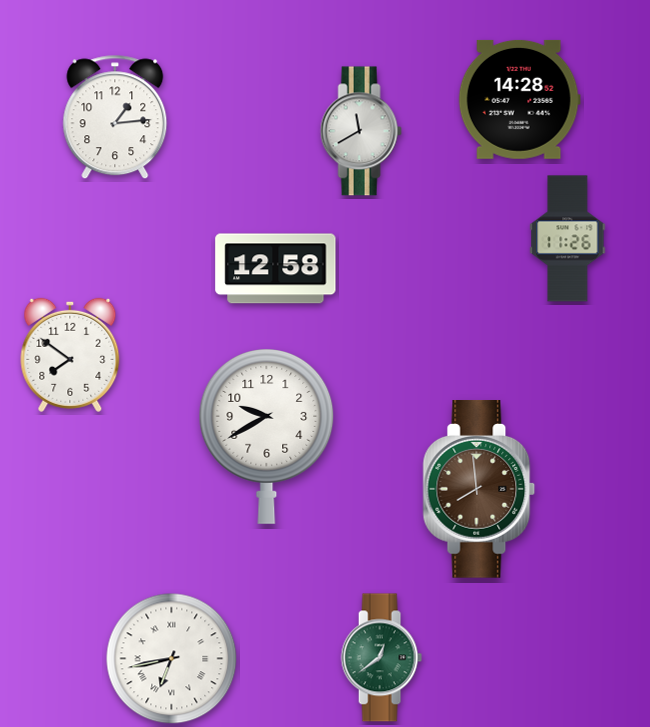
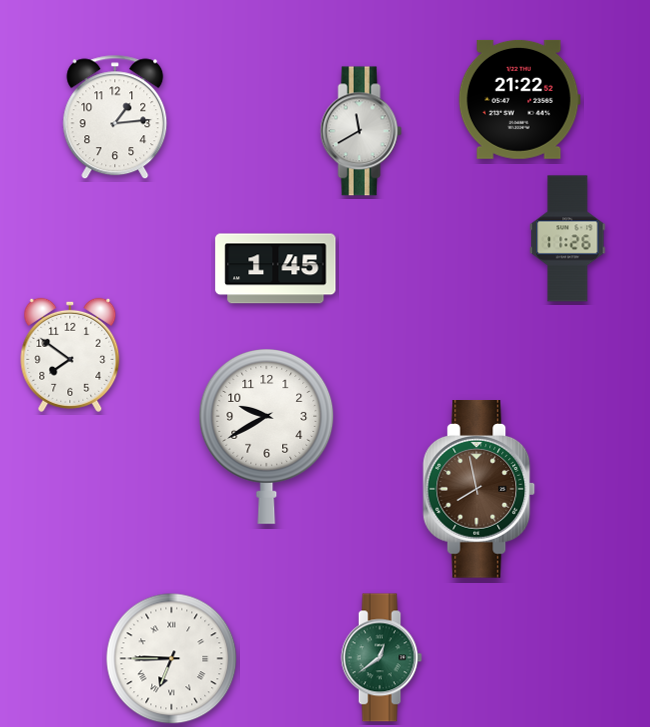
clock at (519, 99): 14:28 -> 21:22
clock at (276, 269): 12:58 -> 1:45
clock at (479, 490): 7:59 -> 7:58
clock at (172, 659): 6:43 -> 6:45
